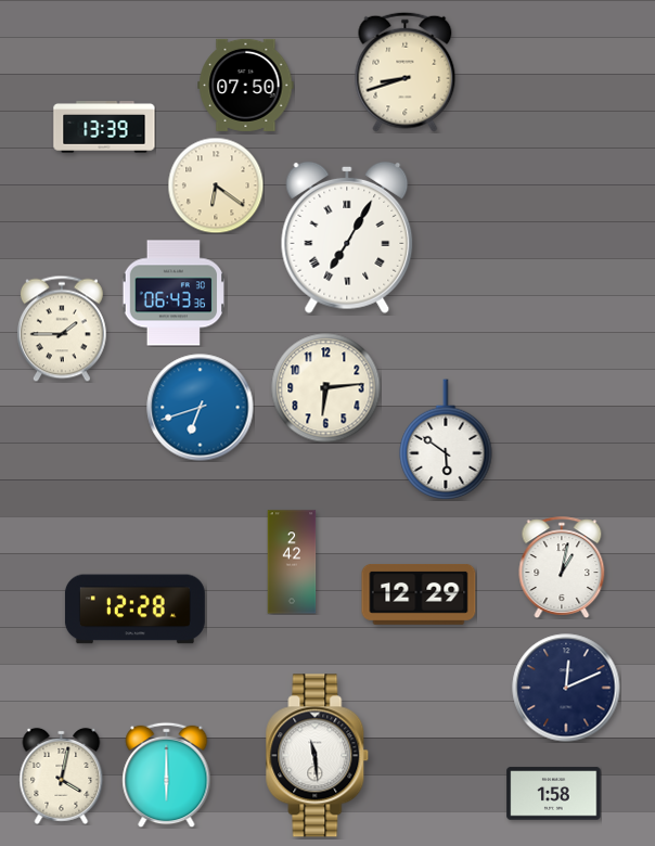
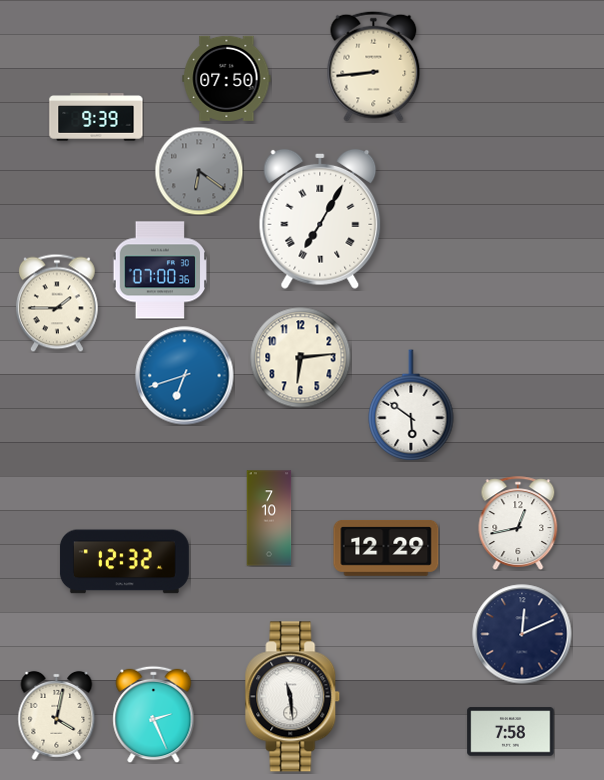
clock at (406, 72): 8:42 -> 8:44
clock at (104, 127): 13:39 -> 9:39
clock at (216, 185) dial: cream -> grey
clock at (174, 293): 06:43 -> 07:00
clock at (292, 562): 2:42 -> 7:10
clock at (562, 567): 1:02 -> 12:43
clock at (134, 610): 12:28 -> 12:32
clock at (167, 774): 6:00 -> 2:26
clock at (554, 794): 1:58 -> 7:58
